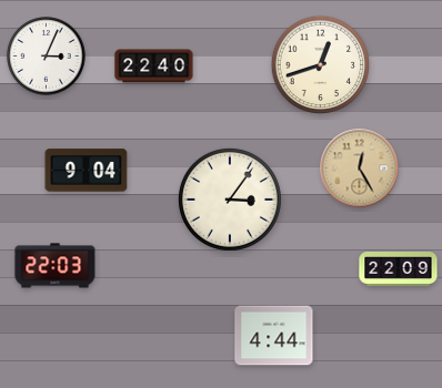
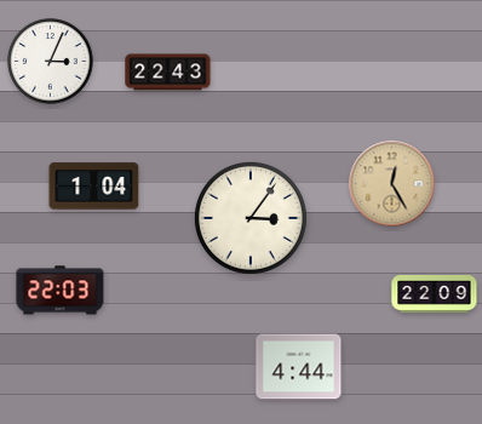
clock at (321, 65): 12:42 -> none
clock at (154, 67): 22:40 -> 22:43
clock at (87, 171): 9:04 -> 1:04
